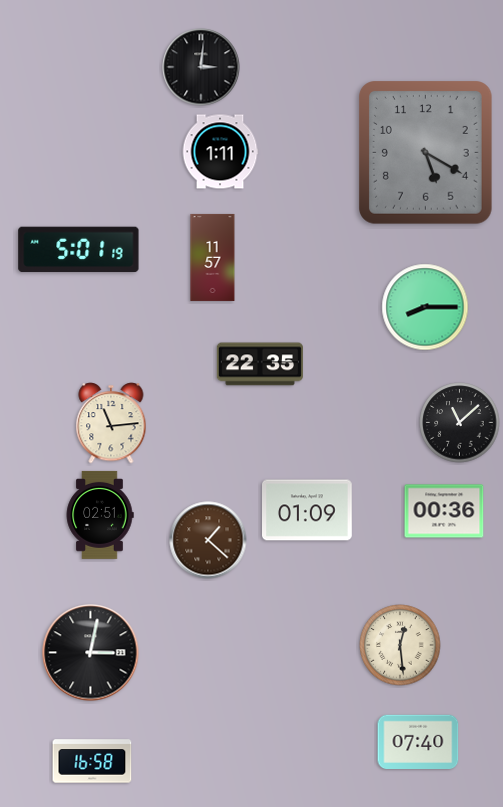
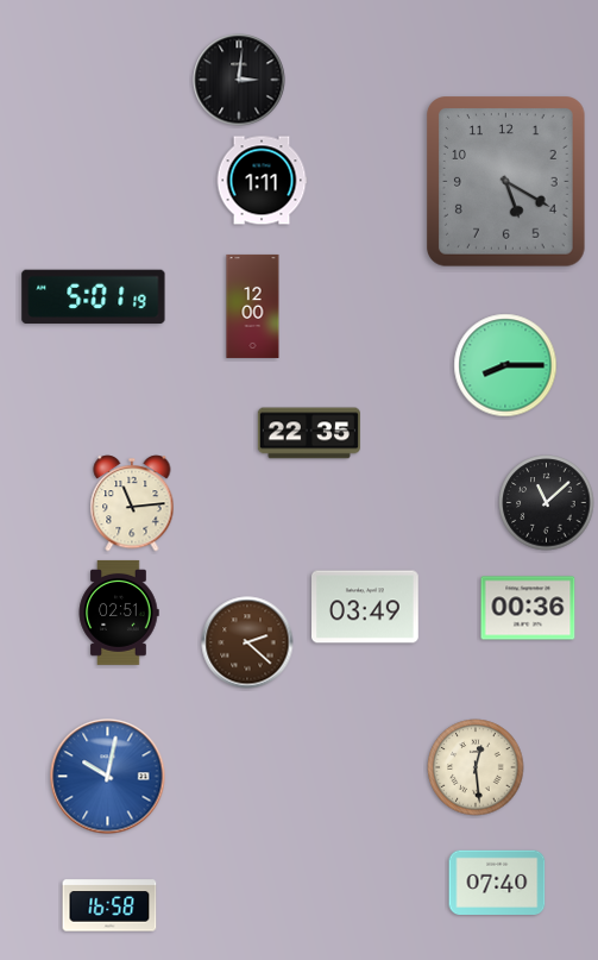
clock at (213, 257): 11:57 -> 12:00
clock at (308, 510): 01:09 -> 03:49
clock at (208, 540): 1:22 -> 2:22
clock at (91, 653): 3:02 -> 10:02
clock at (91, 653) dial: black -> blue
